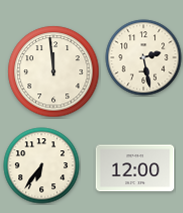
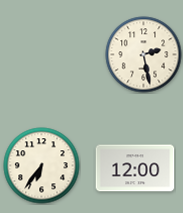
clock at (144, 58) position: (144, 58) -> (144, 55)
clock at (54, 72): 11:59 -> none
